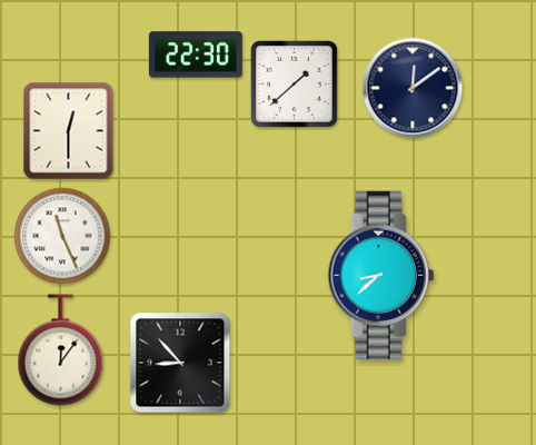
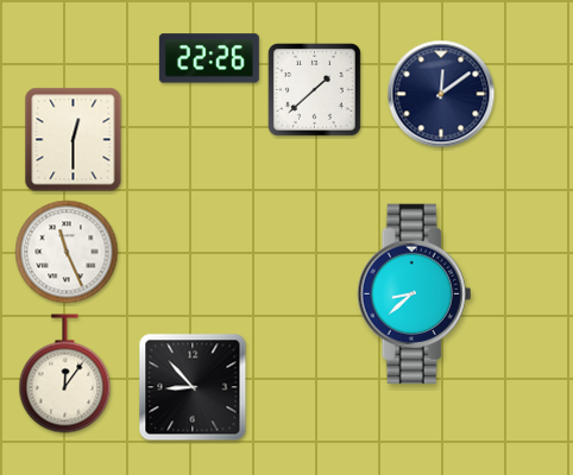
clock at (196, 55): 22:30 -> 22:26
clock at (381, 276) position: (381, 276) -> (415, 294)
